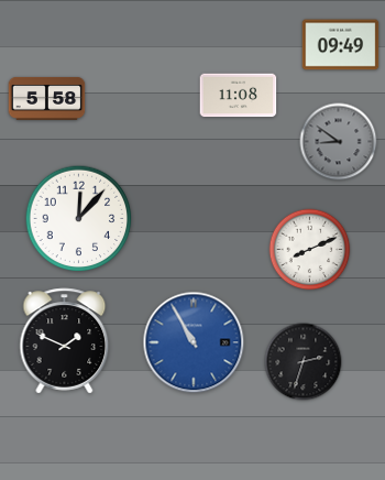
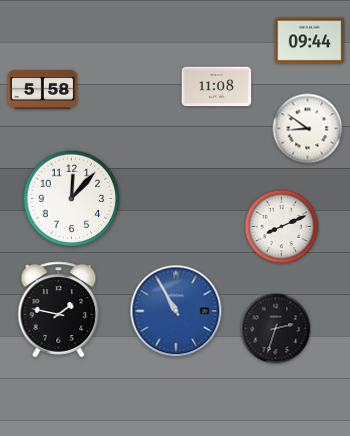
clock at (341, 45): 09:49 -> 09:44
clock at (339, 142) dial: grey -> white
clock at (65, 341): 1:49 -> 1:47
